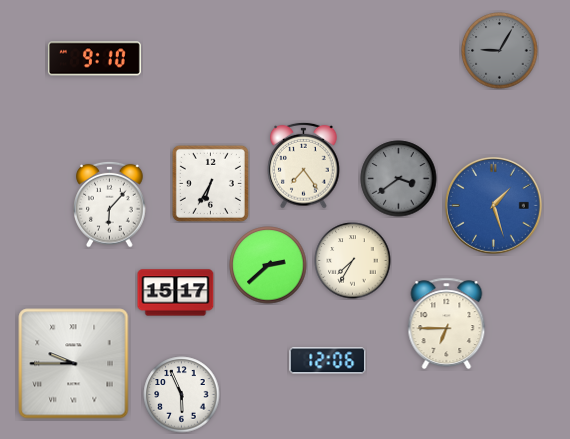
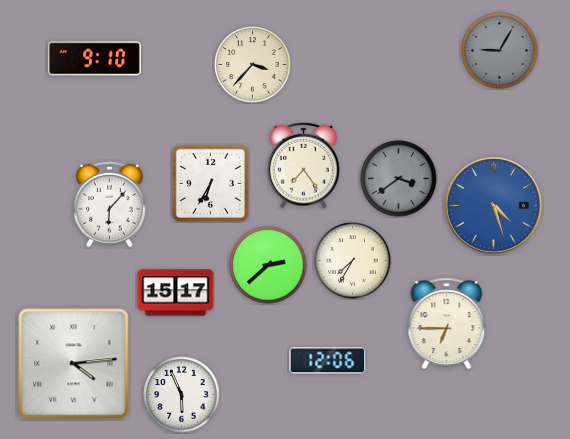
clock at (253, 65): none -> 3:37
clock at (493, 205): 1:27 -> 4:27
clock at (74, 364): 9:45 -> 4:14
